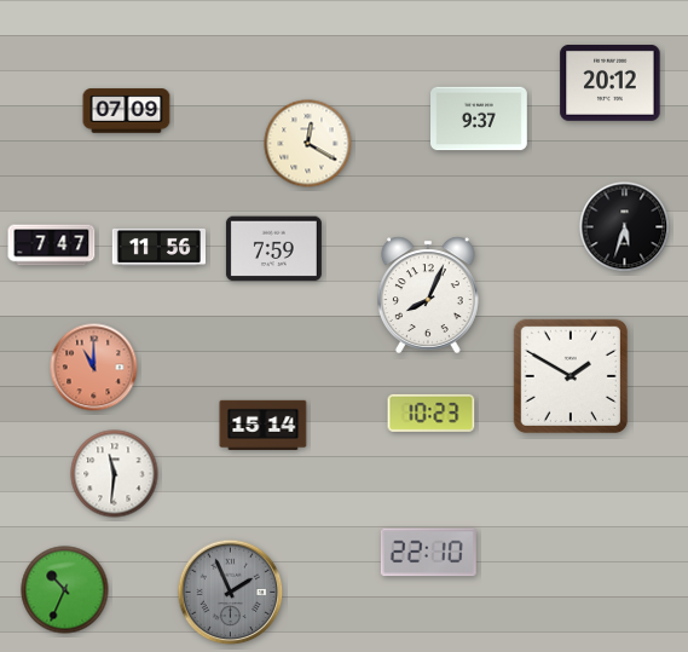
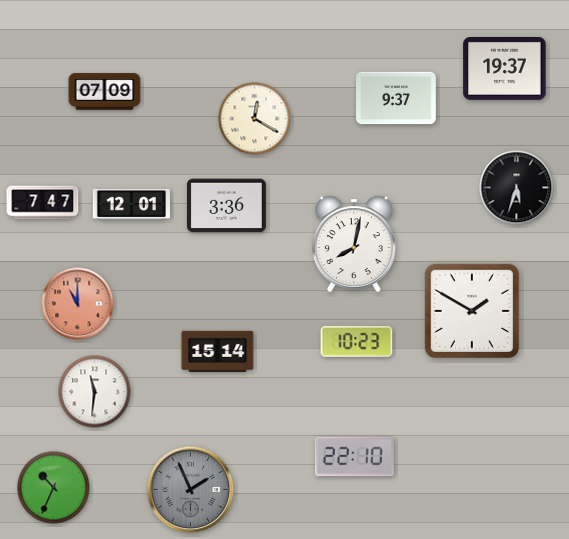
clock at (611, 83): 20:12 -> 19:37
clock at (158, 247): 11:56 -> 12:01
clock at (273, 249): 7:59 -> 3:36
clock at (429, 295): 8:04 -> 8:02
